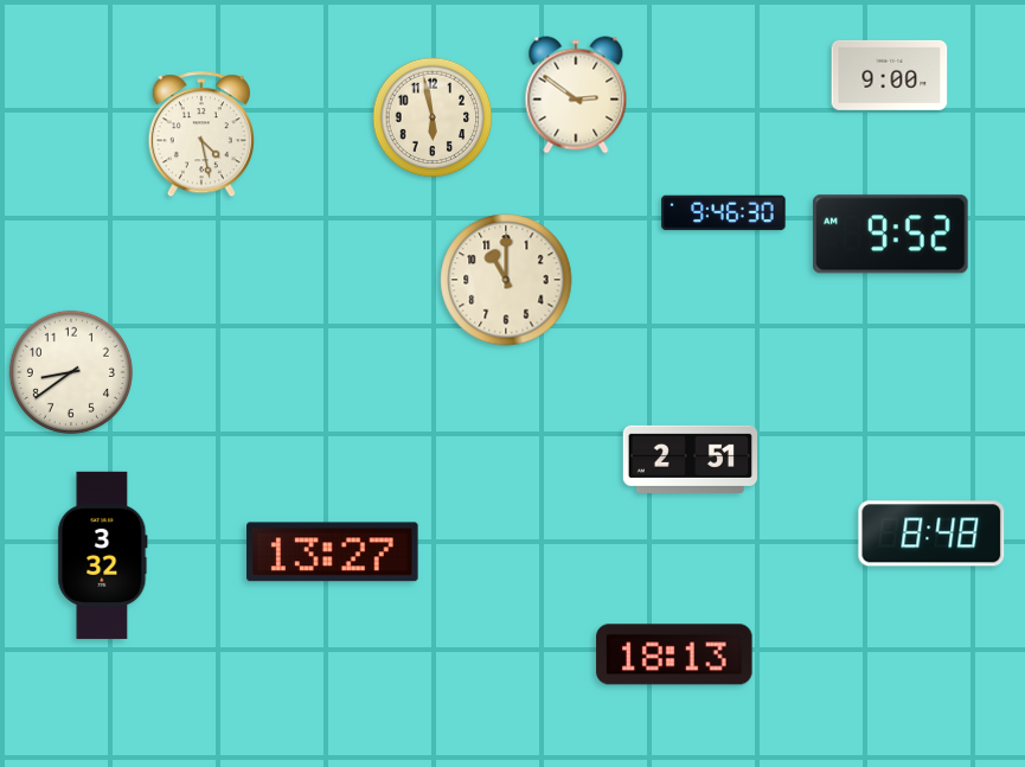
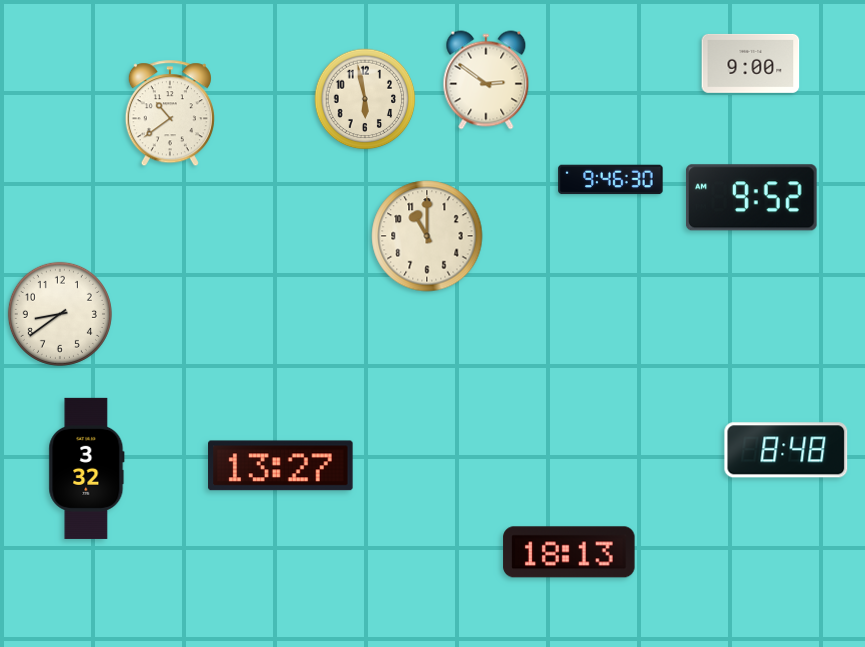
clock at (201, 135): 4:28 -> 10:39
clock at (690, 459): 2:51 -> none
